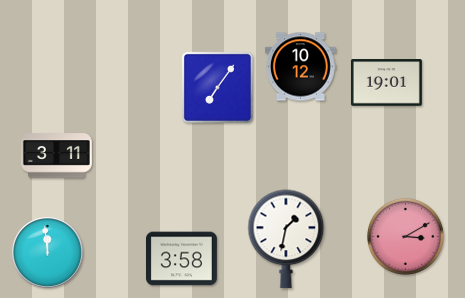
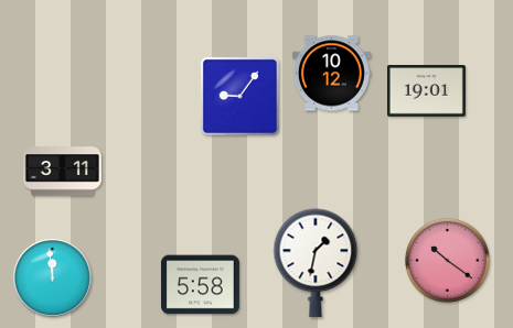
clock at (217, 87): 7:06 -> 9:06
clock at (405, 236): 3:10 -> 10:21
clock at (181, 259): 3:58 -> 5:58
